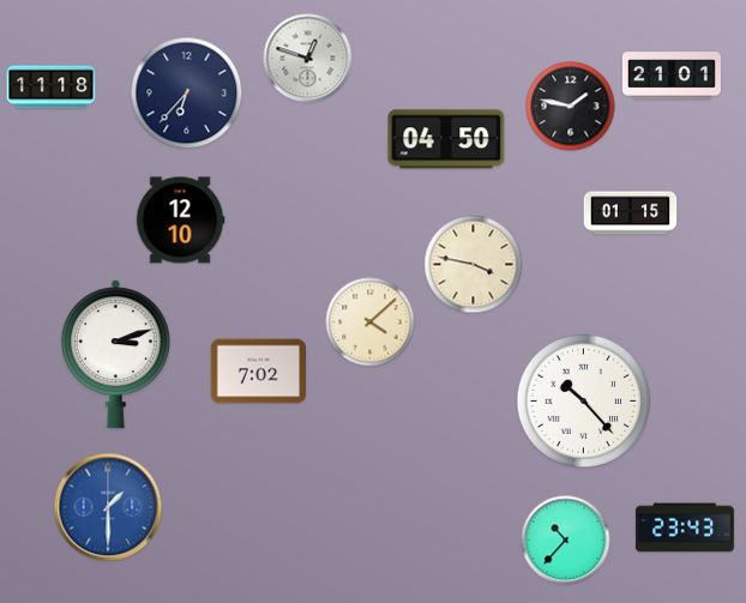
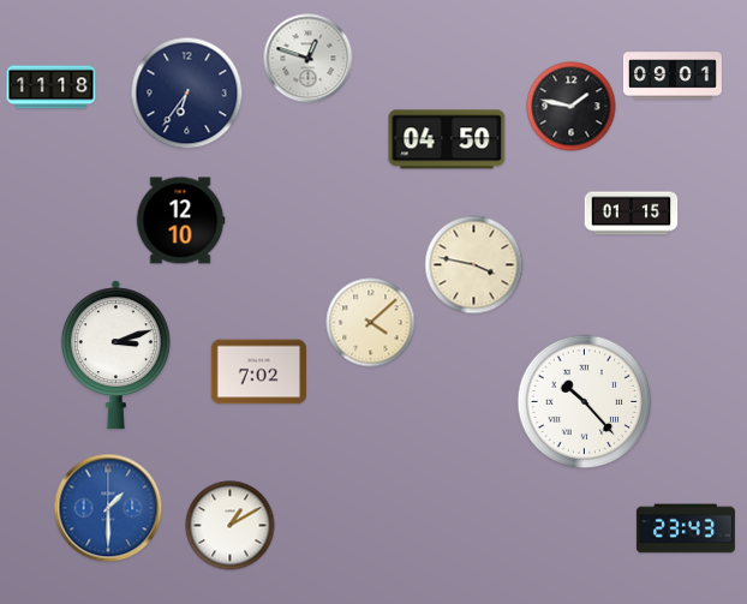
clock at (672, 76): 21:01 -> 09:01
clock at (187, 94): 6:37 -> 6:36
clock at (231, 526): none -> 1:10
clock at (566, 541): 10:37 -> none
